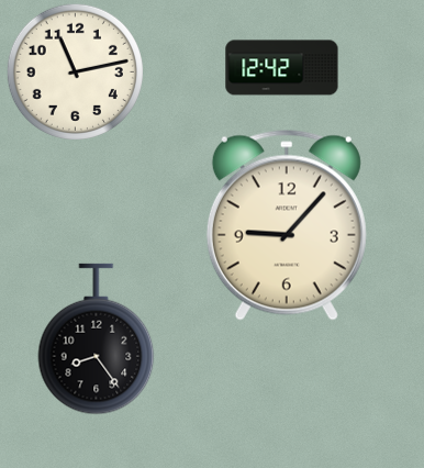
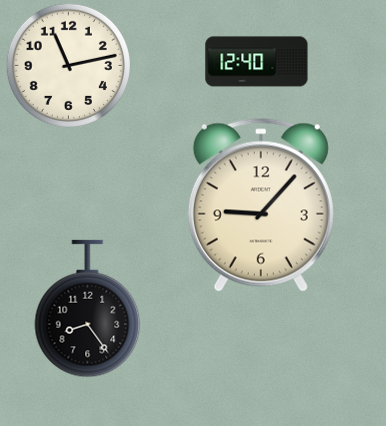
clock at (282, 68): 12:42 -> 12:40
